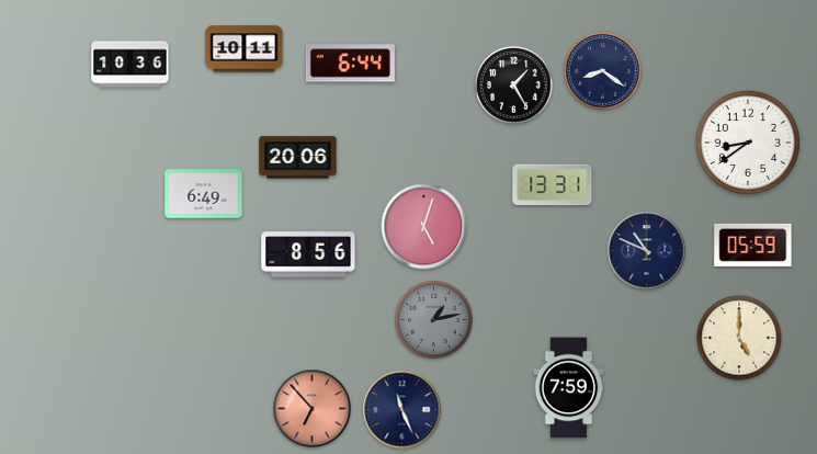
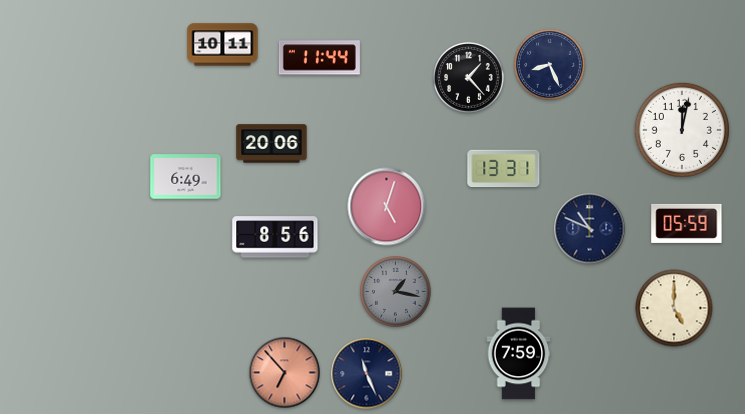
clock at (350, 64): 6:44 -> 11:44
clock at (131, 65): 10:36 -> none
clock at (603, 71): 8:21 -> 8:26
clock at (514, 86): 1:25 -> 1:23
clock at (748, 143): 8:39 -> 12:02
clock at (308, 254) position: (308, 254) -> (275, 237)
clock at (434, 320): 1:13 -> 1:17
